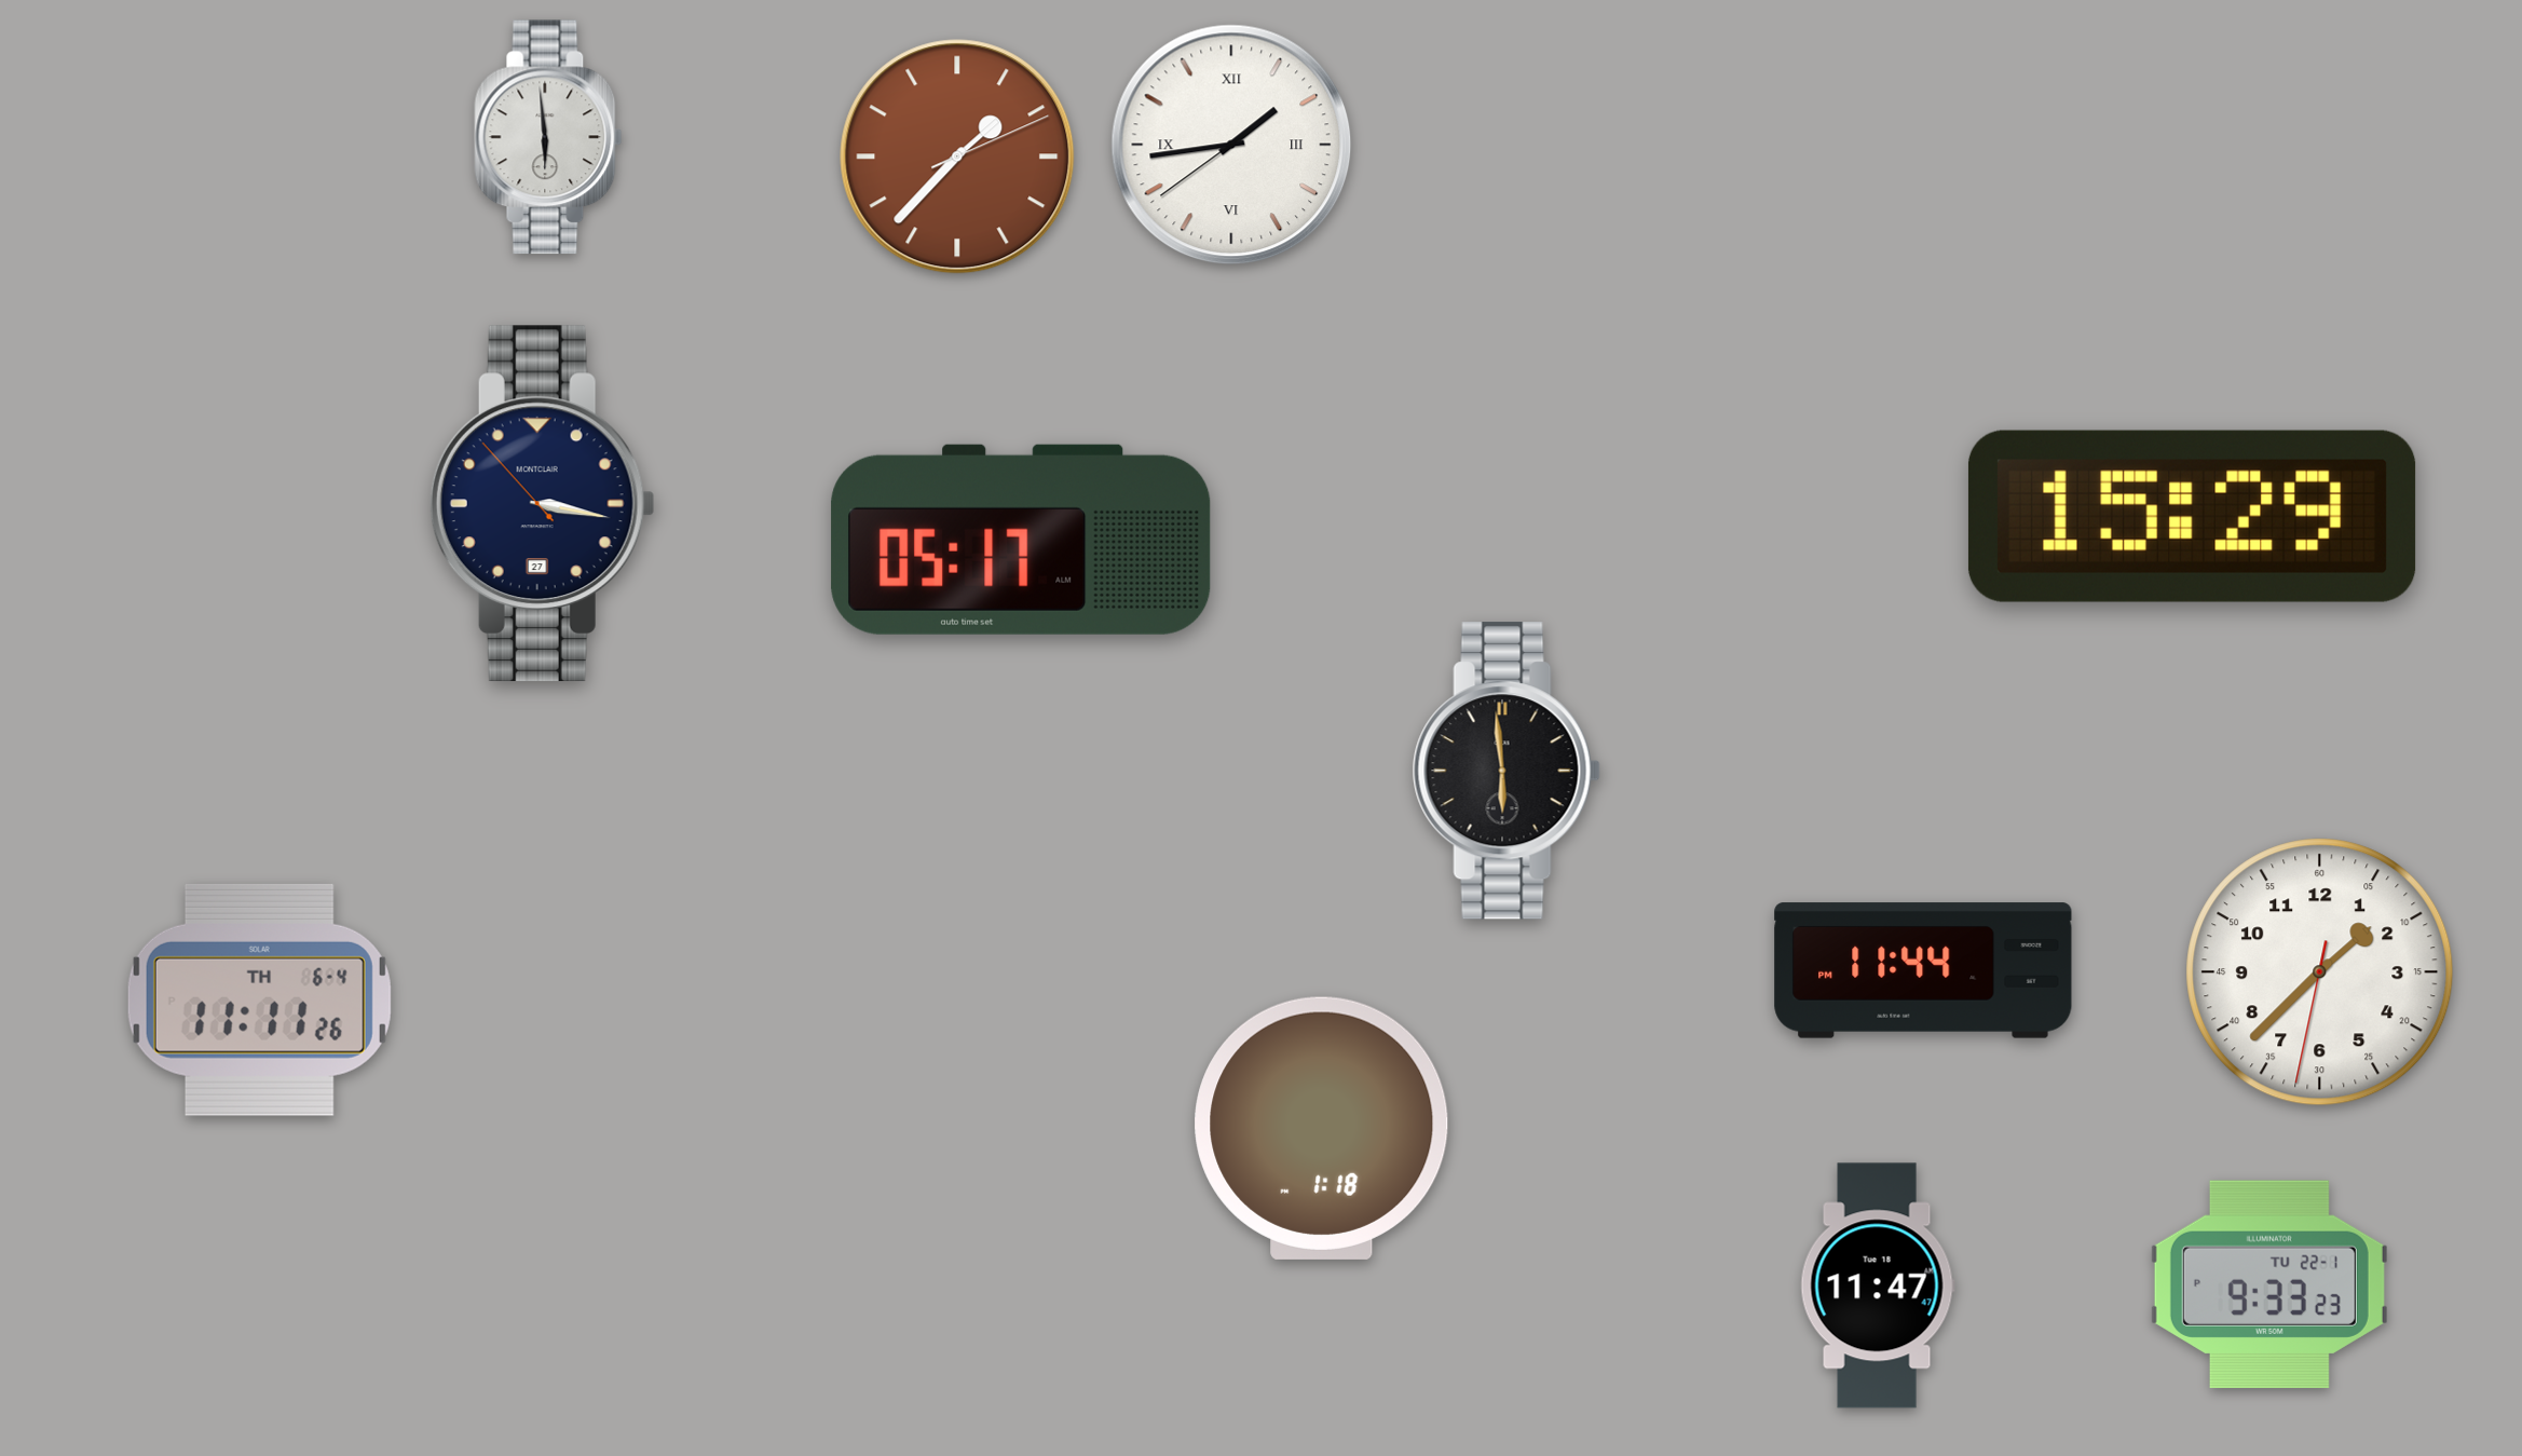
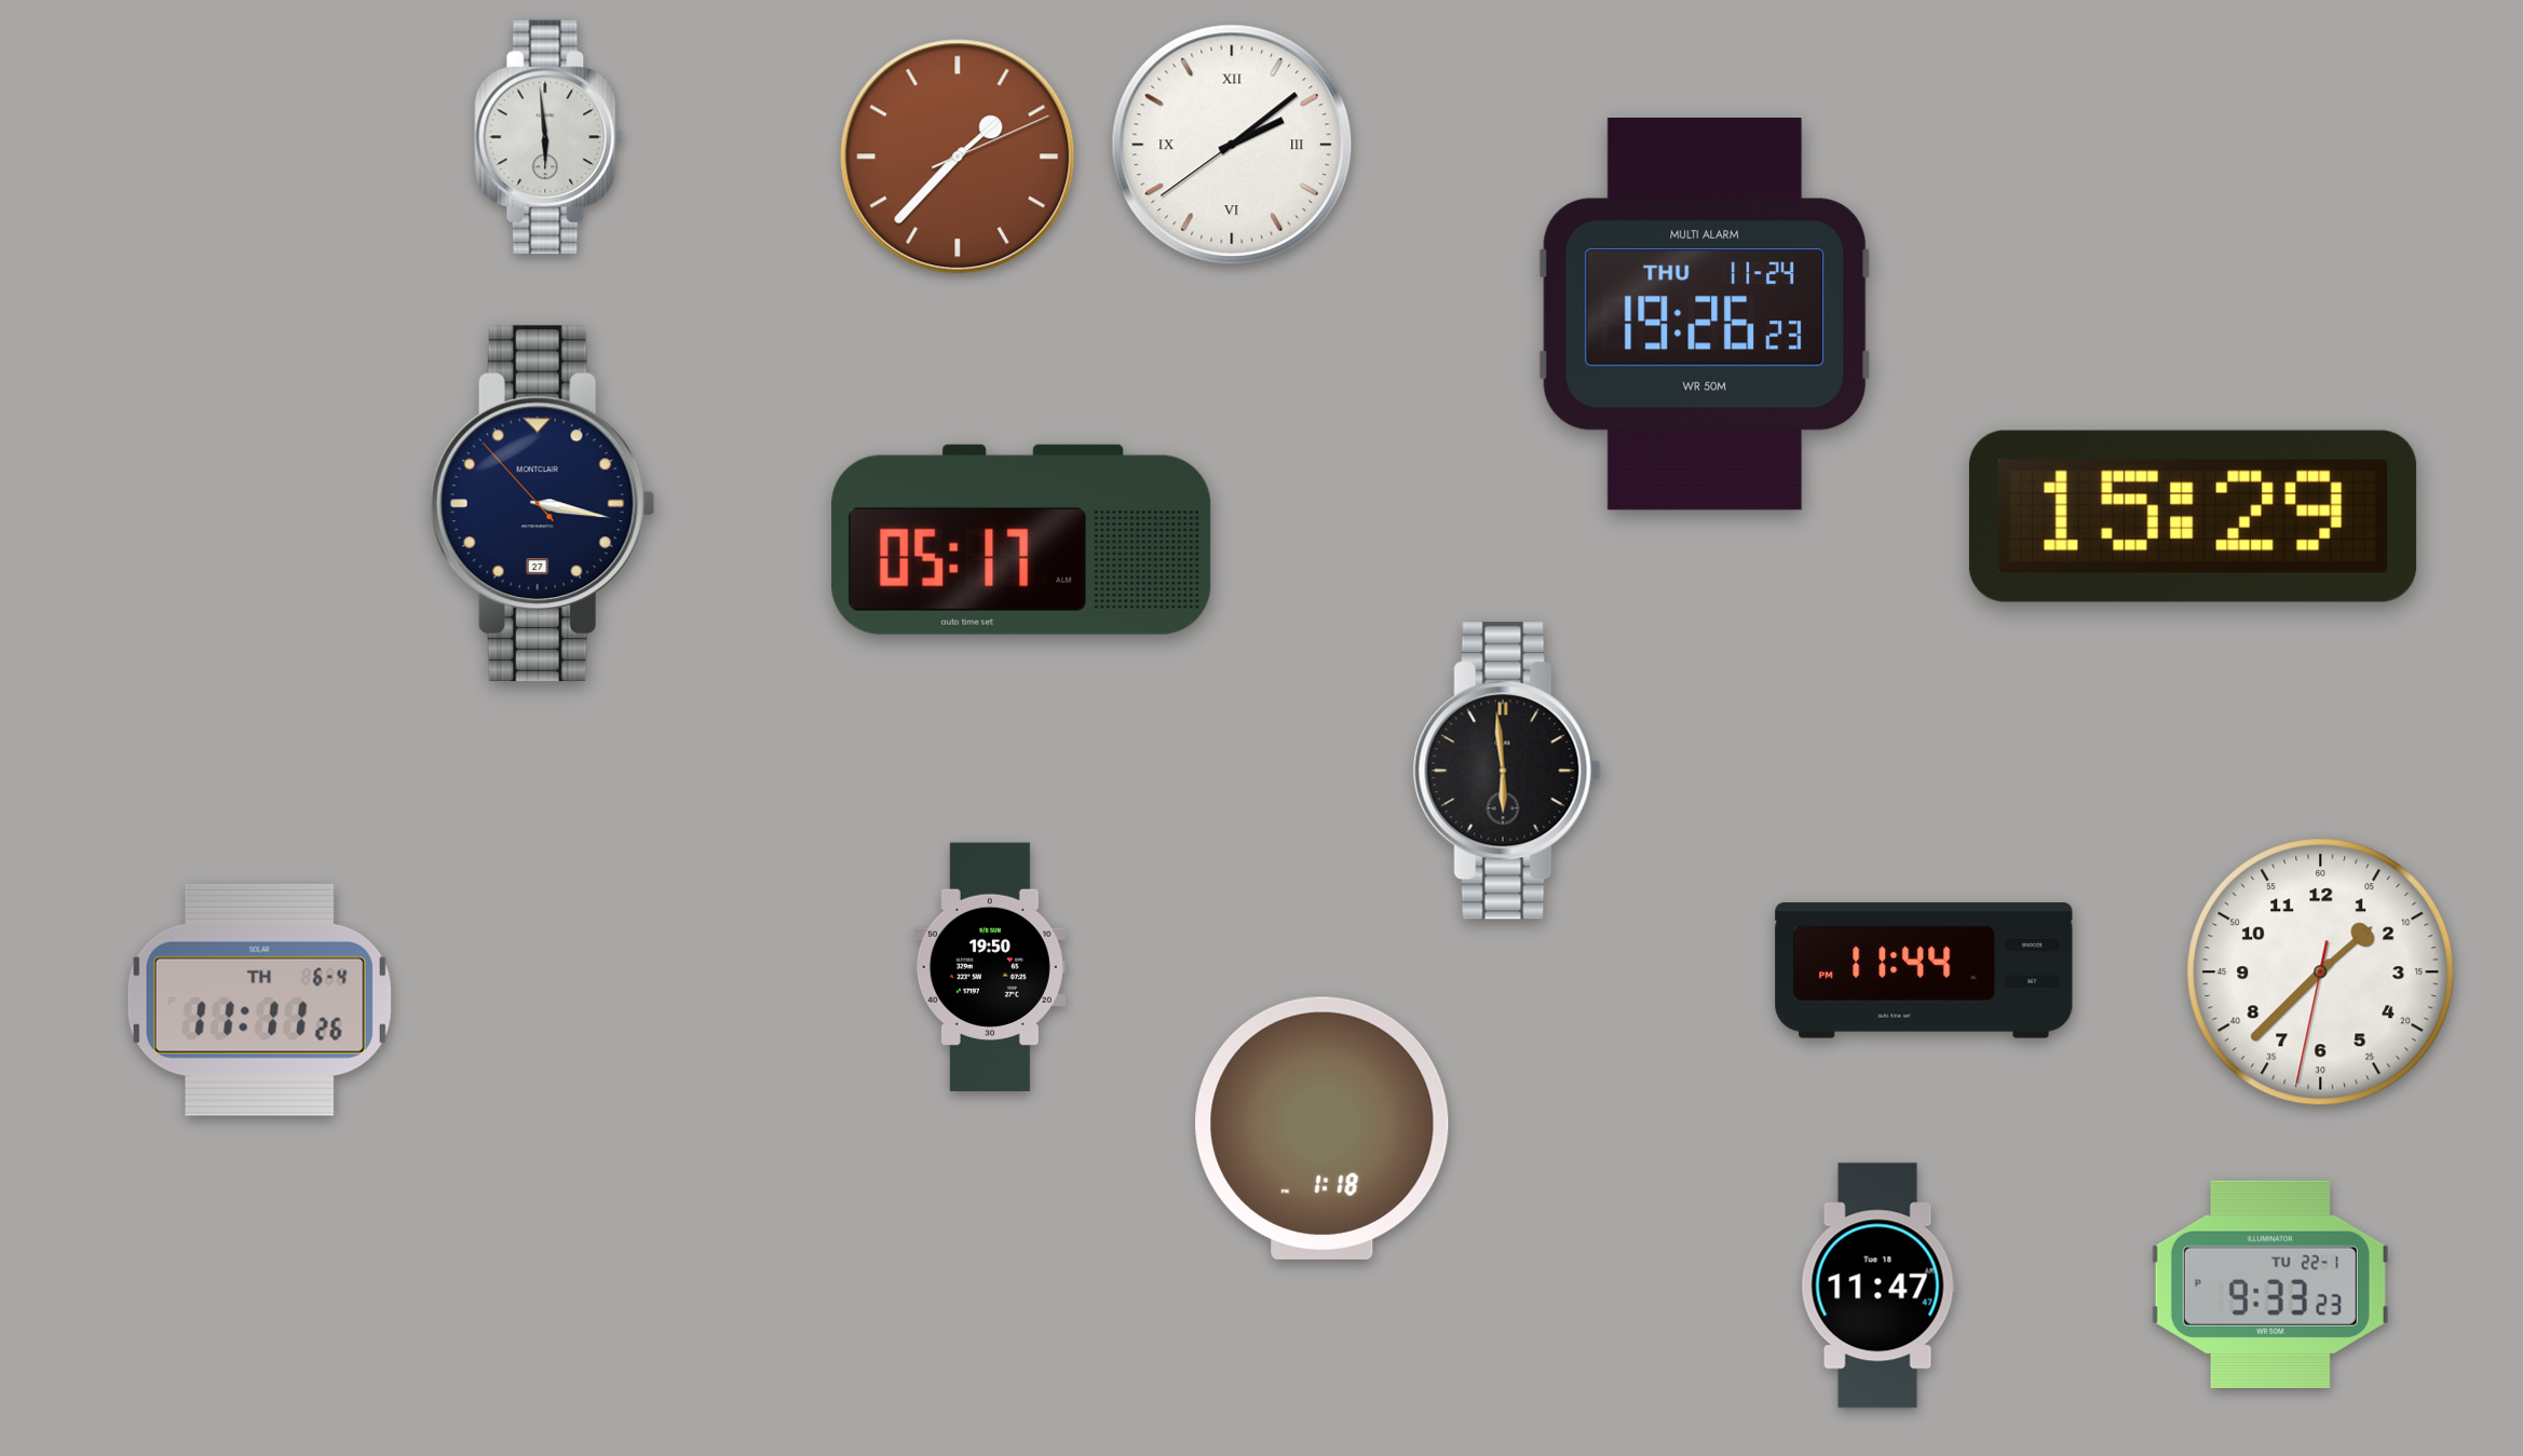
clock at (1231, 145): 1:43 -> 2:08
clock at (1705, 315): none -> 19:26
clock at (990, 967): none -> 19:50
